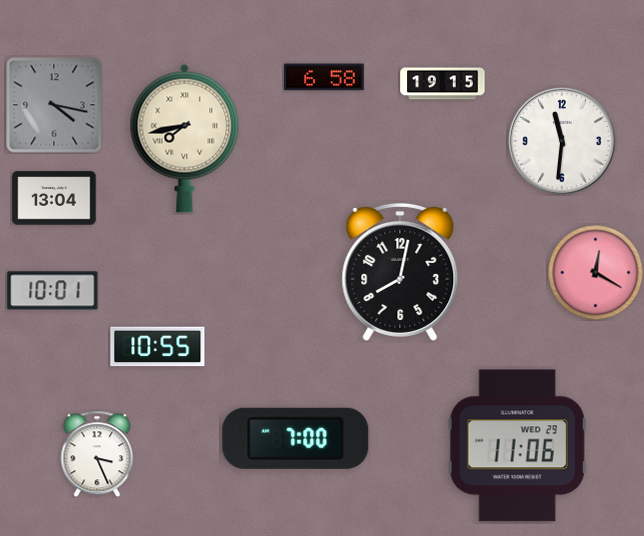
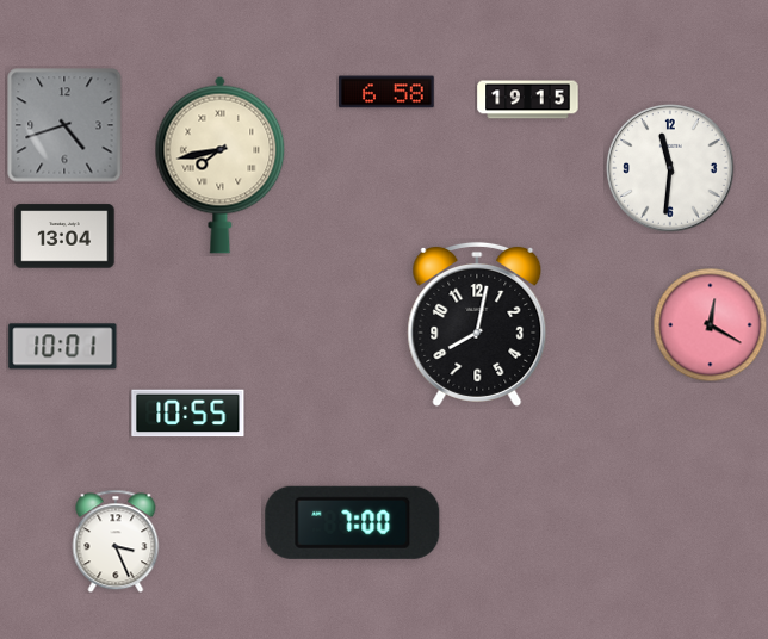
clock at (54, 105): 4:17 -> 4:42
clock at (517, 446): 11:06 -> none
